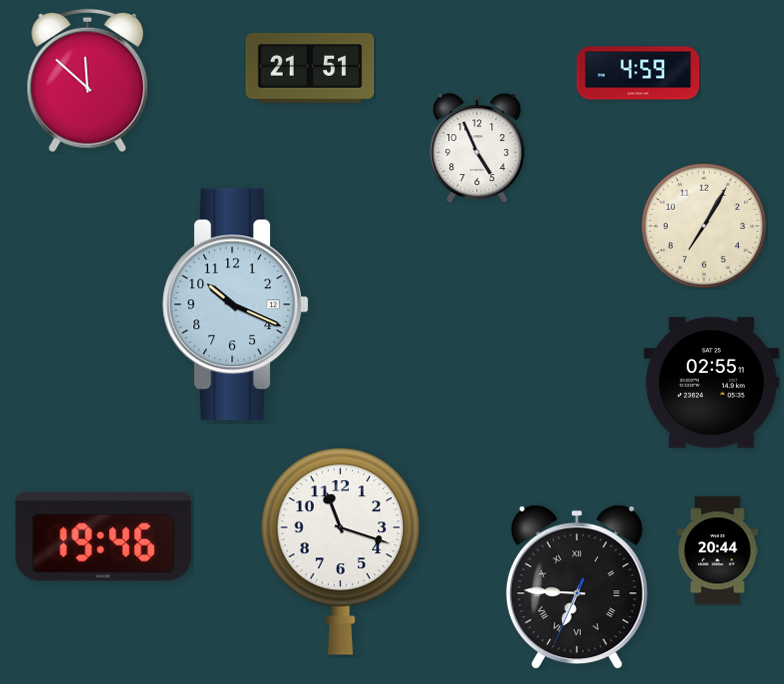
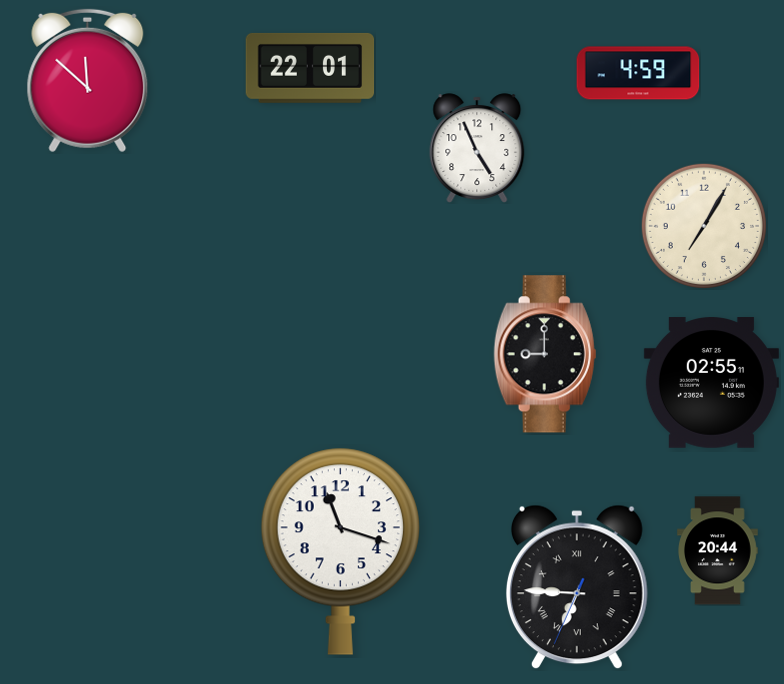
clock at (310, 68): 21:51 -> 22:01
clock at (236, 305): 10:19 -> none
clock at (545, 354): none -> 9:00
clock at (104, 536): 19:46 -> none
